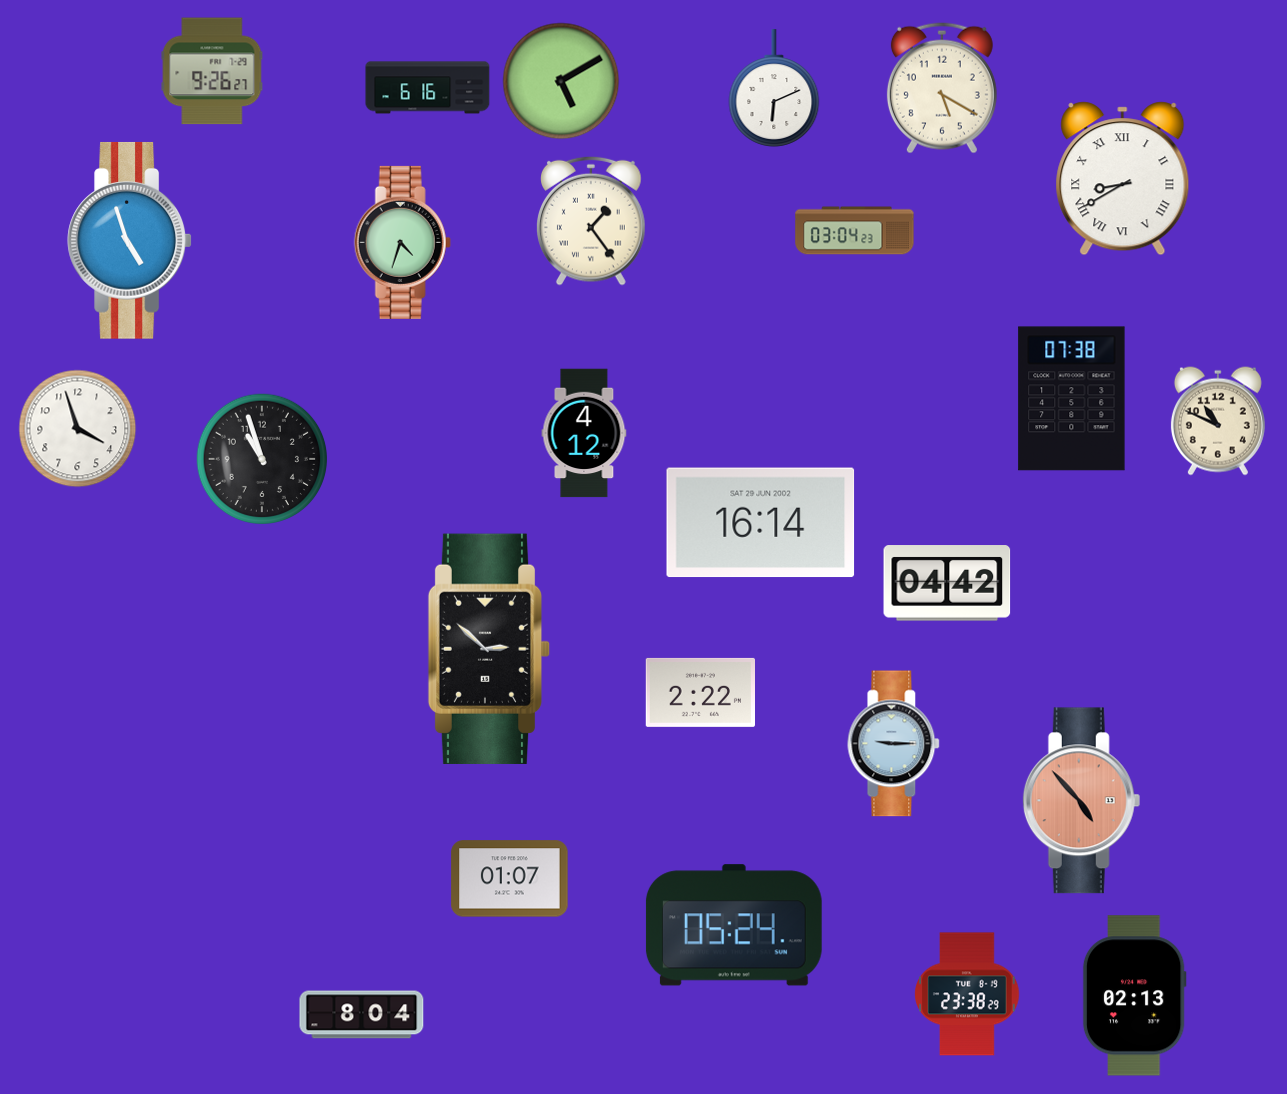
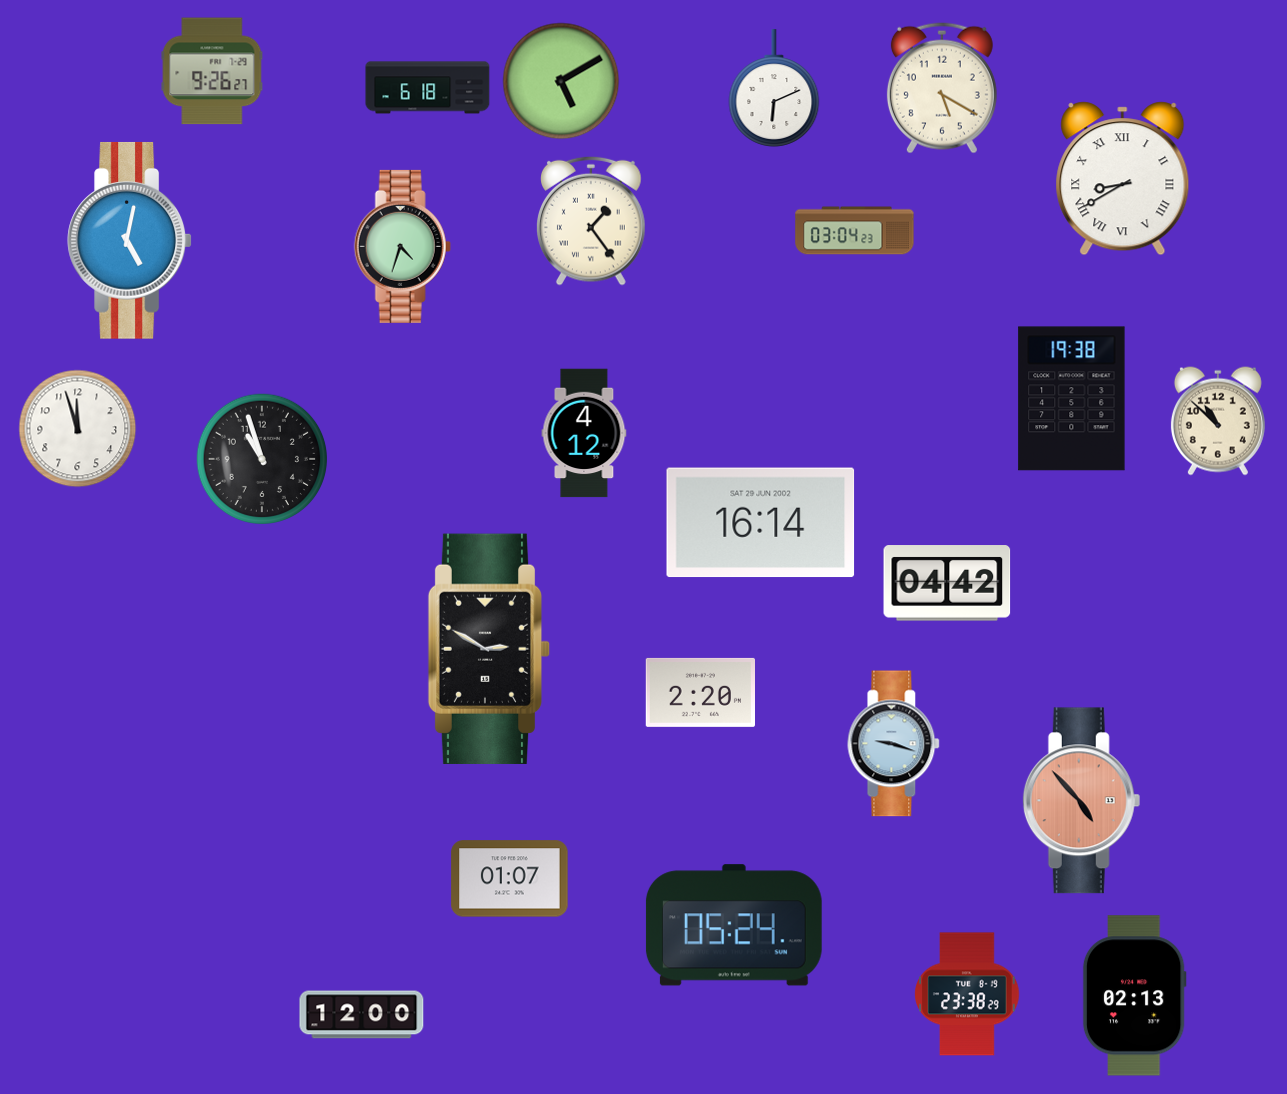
clock at (428, 88): 6:16 -> 6:18
clock at (129, 240): 4:57 -> 5:02
clock at (402, 242) position: (402, 242) -> (402, 246)
clock at (1072, 399): 07:38 -> 19:38
clock at (1218, 421): 10:49 -> 10:52
clock at (78, 429): 3:57 -> 11:57
clock at (489, 649): 2:52 -> 2:50
clock at (700, 692): 2:22 -> 2:20
clock at (894, 744): 9:15 -> 9:18
clock at (362, 1015): 8:04 -> 12:00
